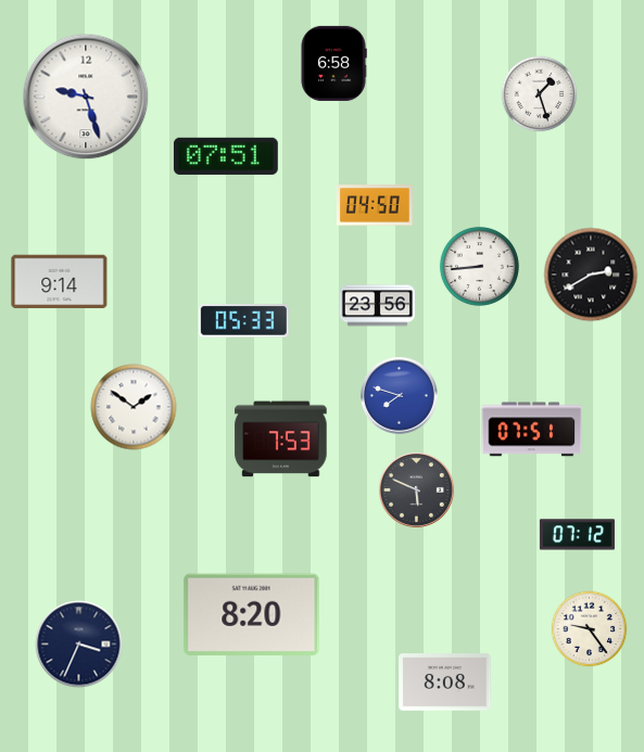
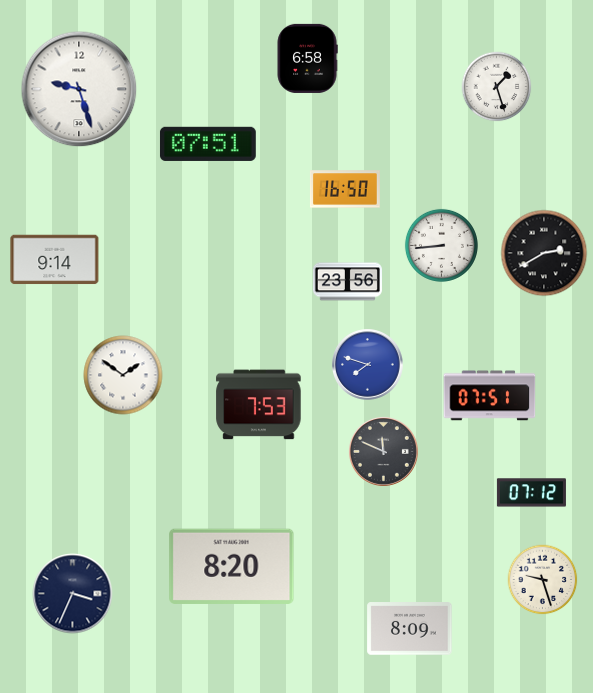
clock at (375, 205): 04:50 -> 16:50
clock at (243, 321): 05:33 -> none
clock at (416, 489): 5:49 -> 11:49
clock at (590, 629): 9:24 -> 9:27
clock at (445, 683): 8:08 -> 8:09
